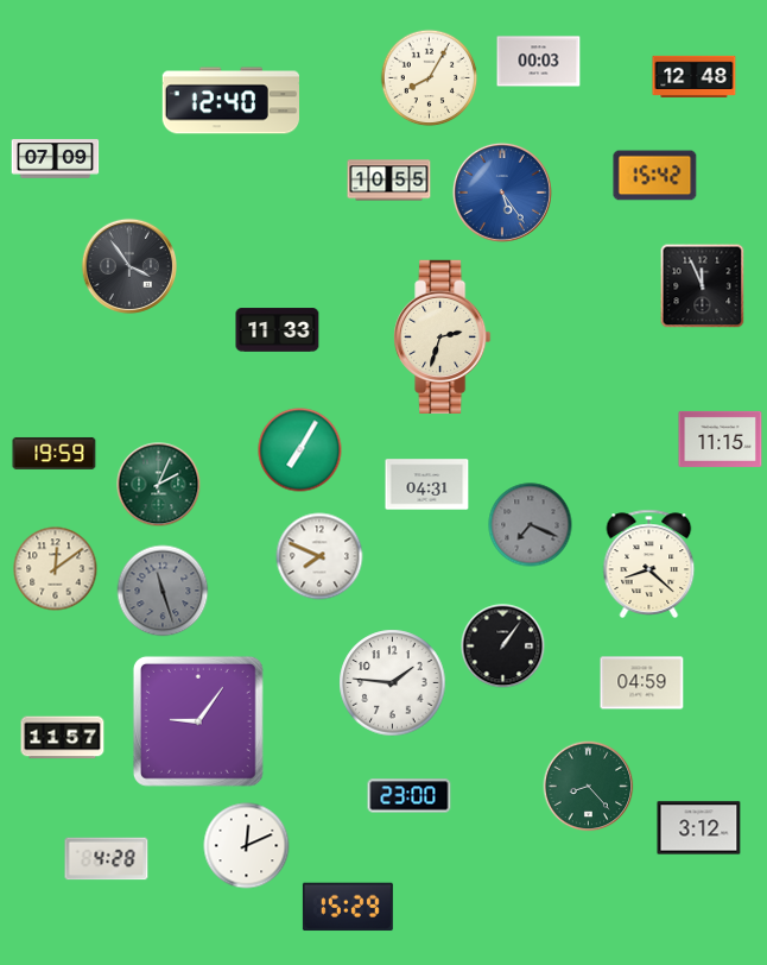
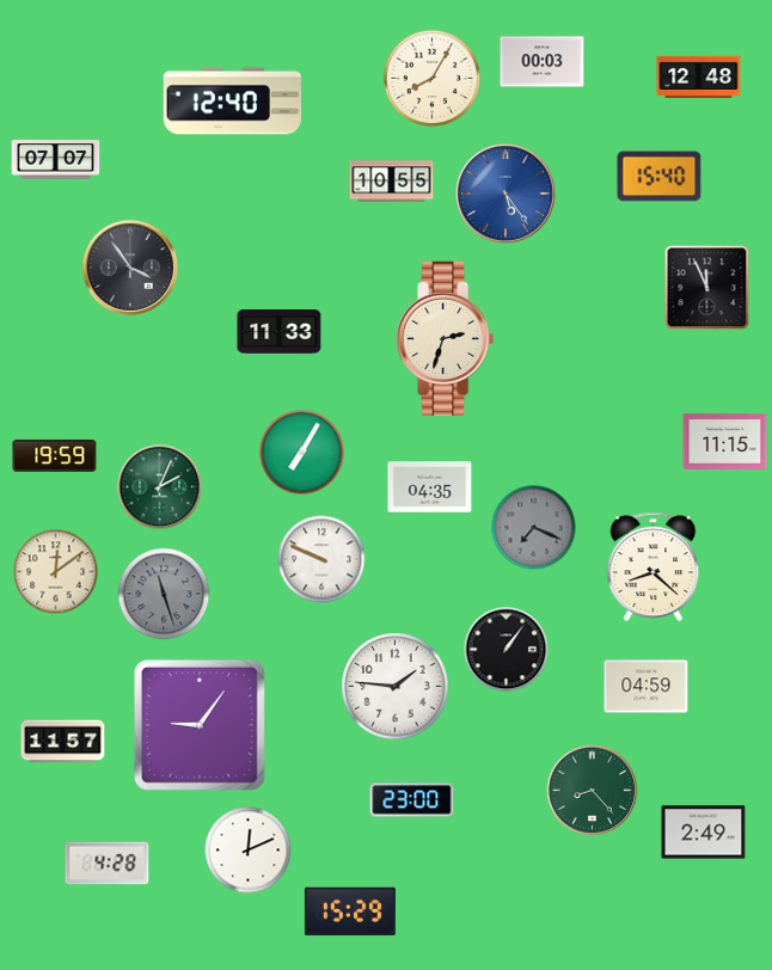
clock at (56, 159): 07:09 -> 07:07
clock at (655, 176): 15:42 -> 15:40
clock at (427, 485): 04:31 -> 04:35
clock at (319, 556): 7:49 -> 9:49
clock at (699, 828): 3:12 -> 2:49
